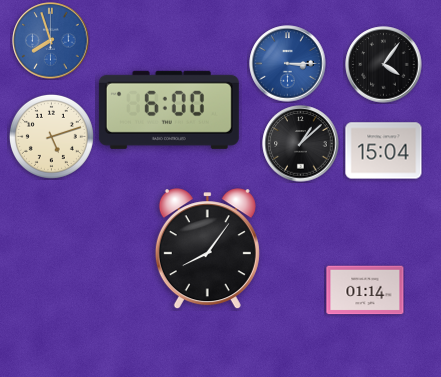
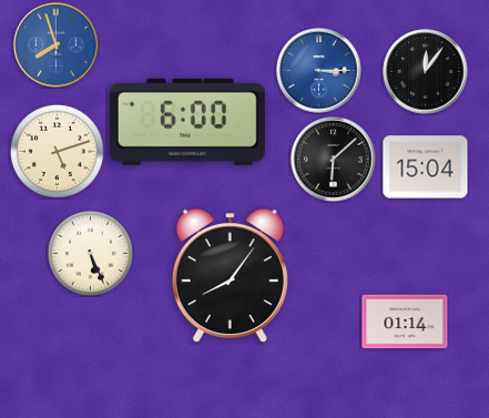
clock at (384, 65): 4:06 -> 12:06
clock at (301, 144): 1:08 -> 6:08
clock at (90, 253): none -> 5:26
